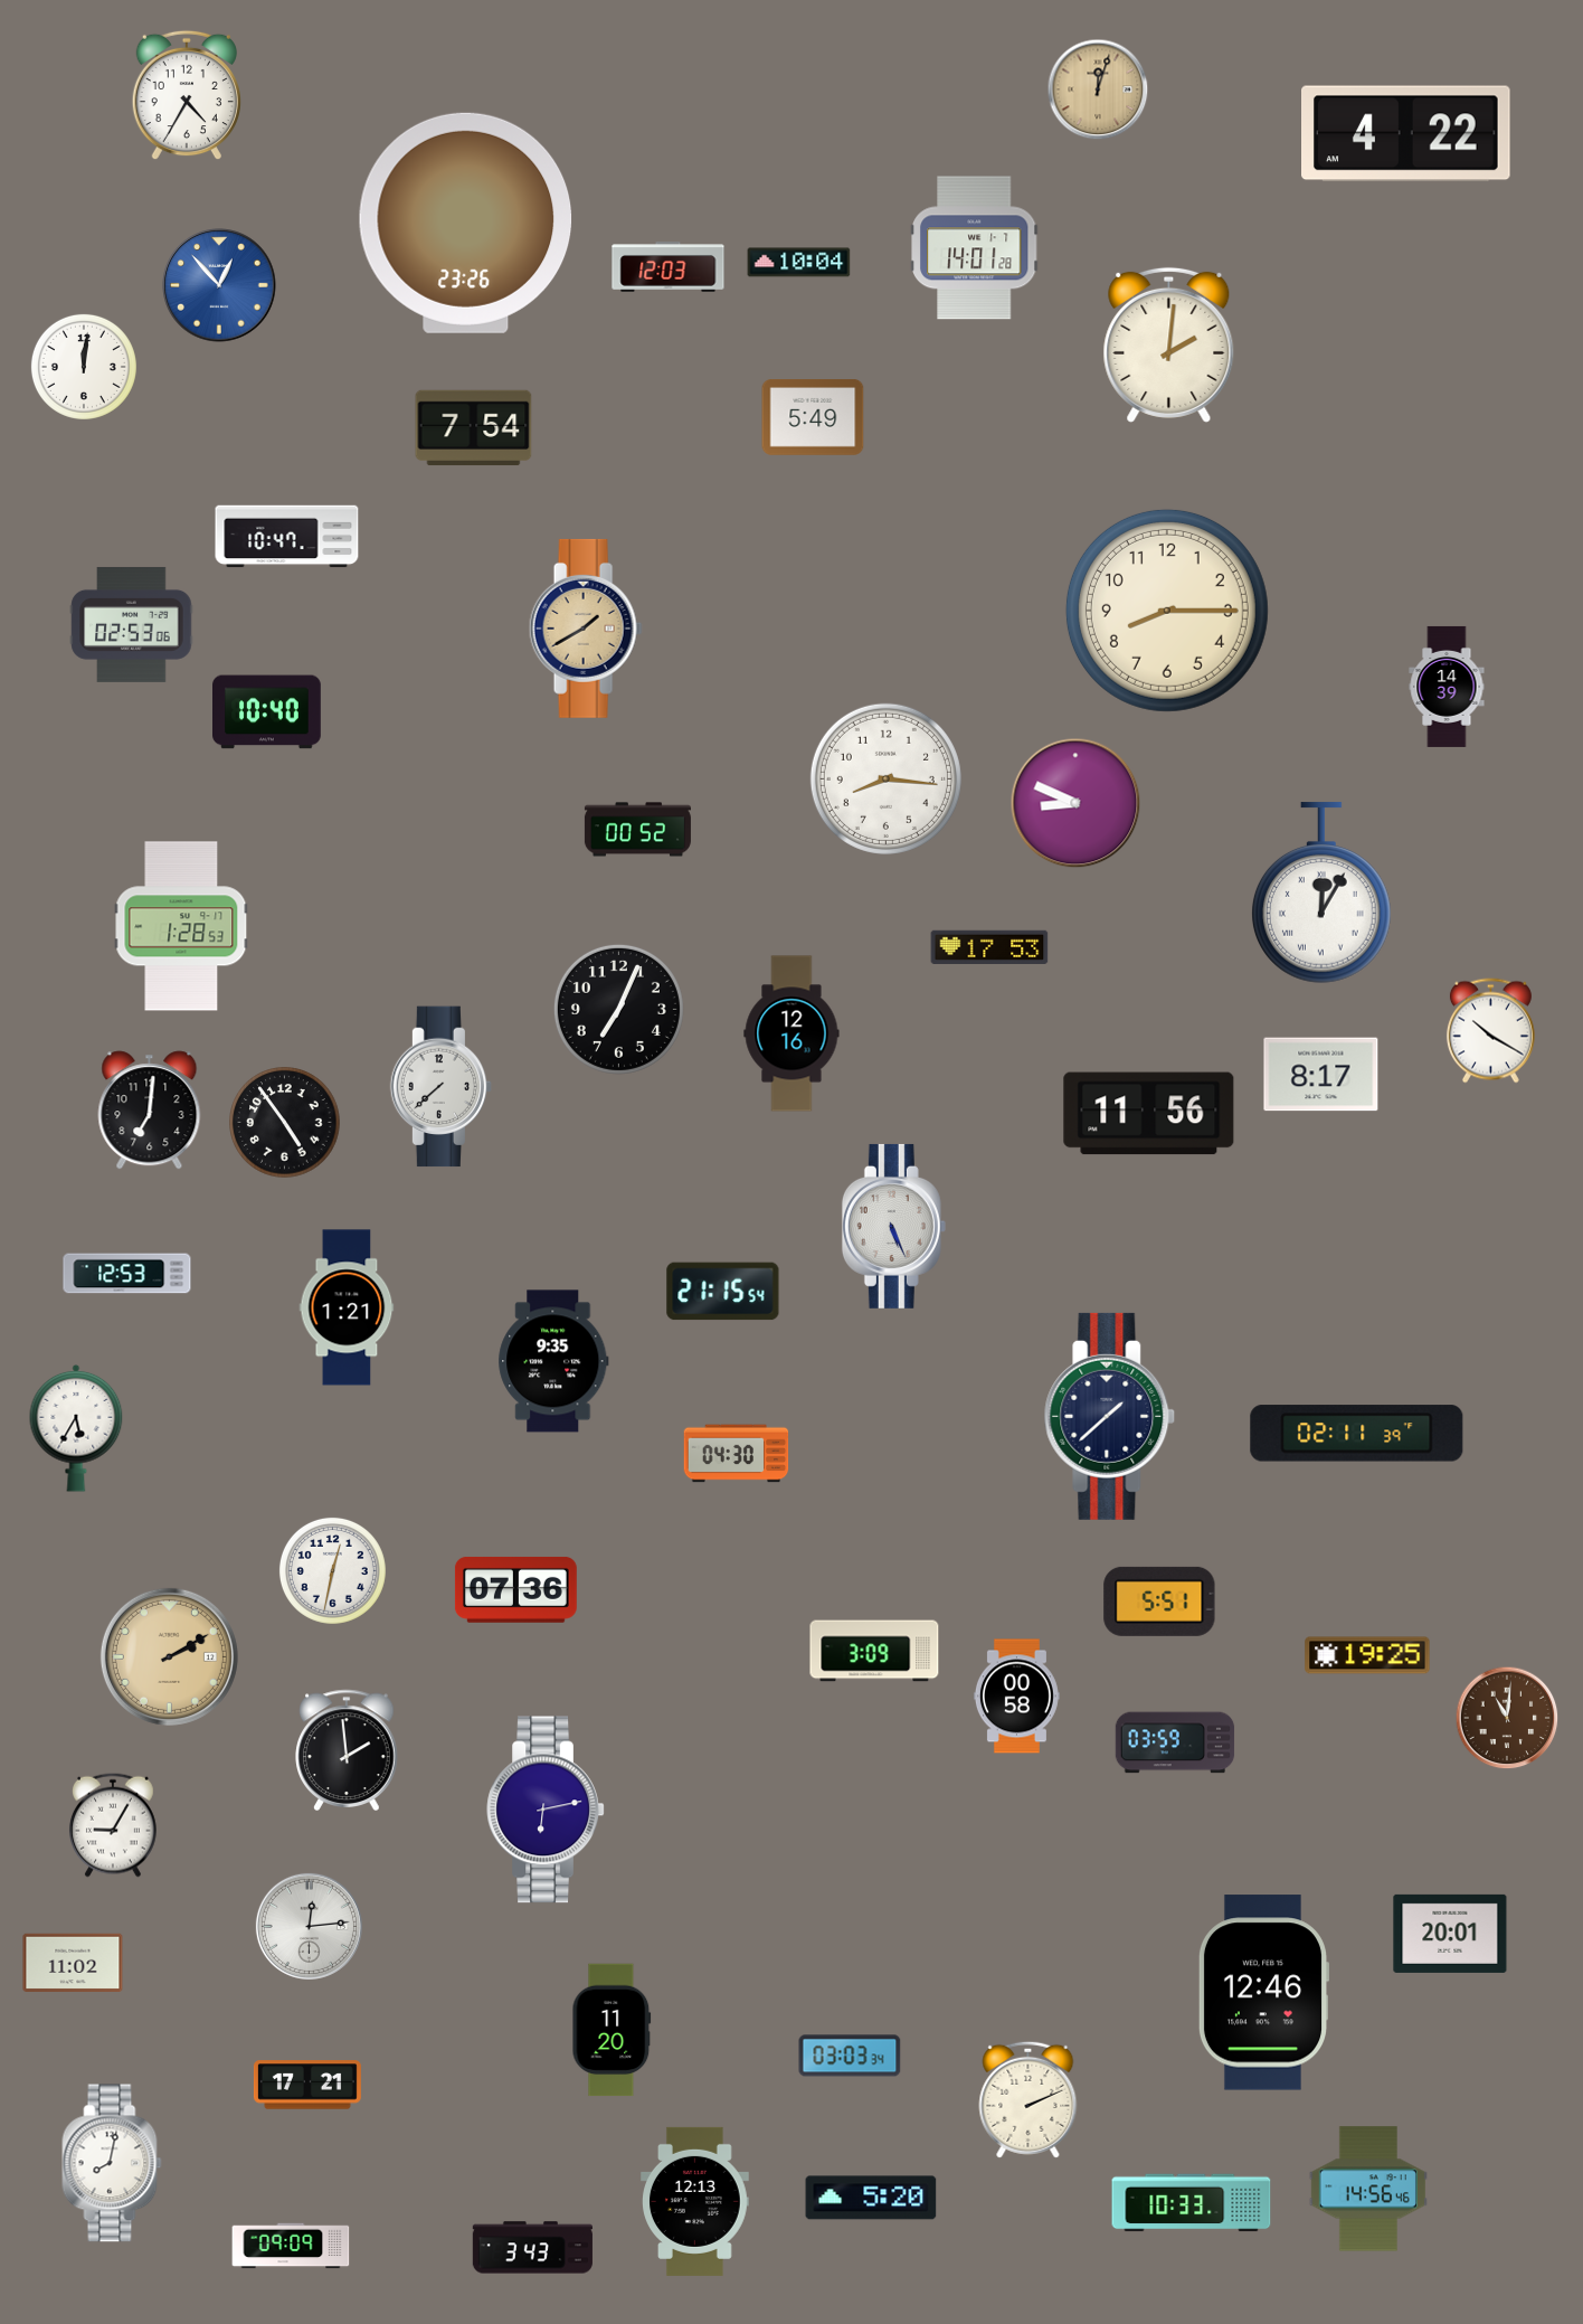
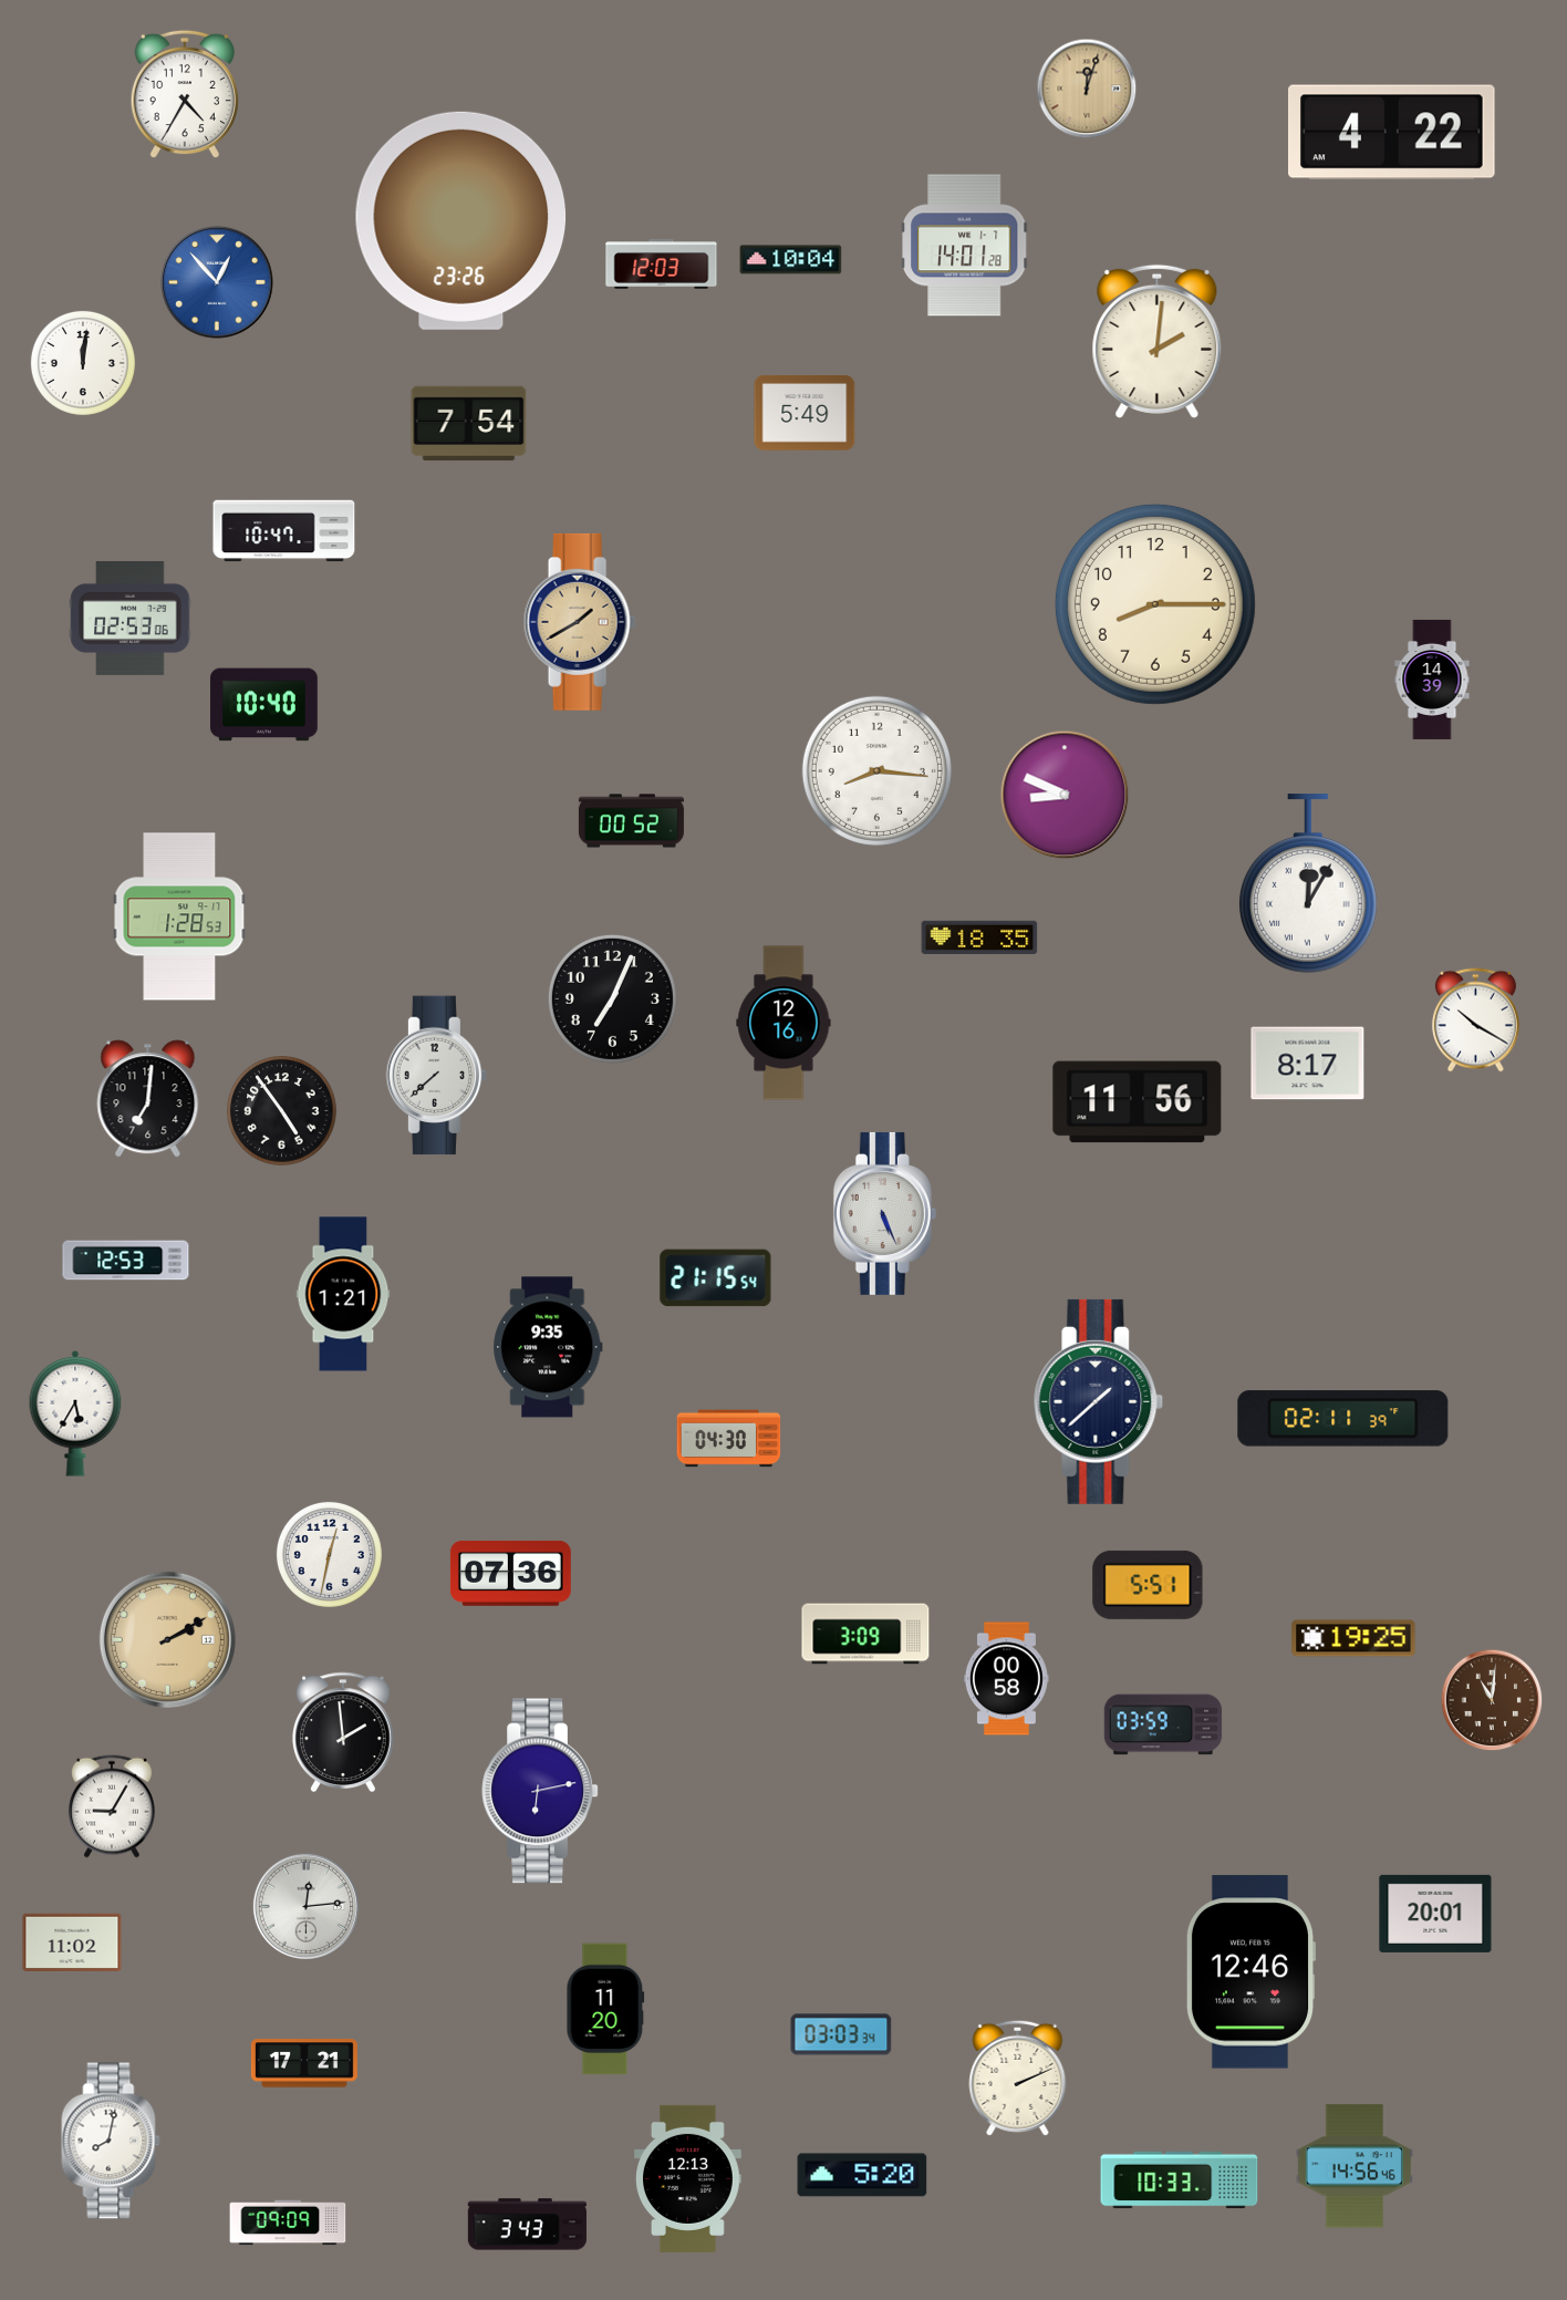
clock at (989, 947): 17:53 -> 18:35
